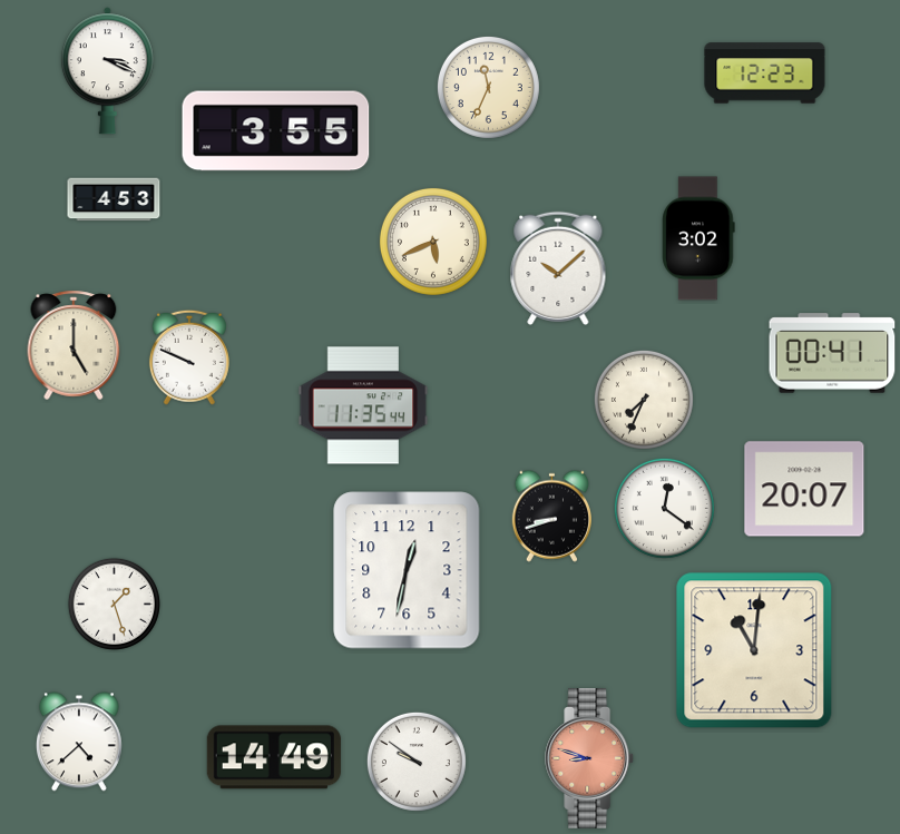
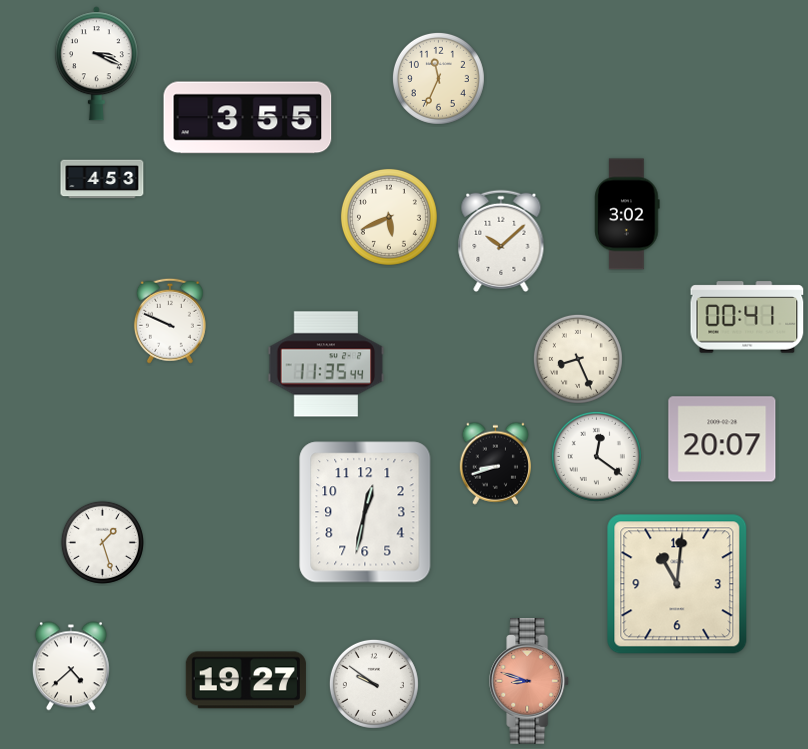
clock at (765, 73): 12:23 -> none
clock at (74, 345): 5:00 -> none
clock at (644, 400): 7:34 -> 8:26
clock at (274, 757): 14:49 -> 19:27
